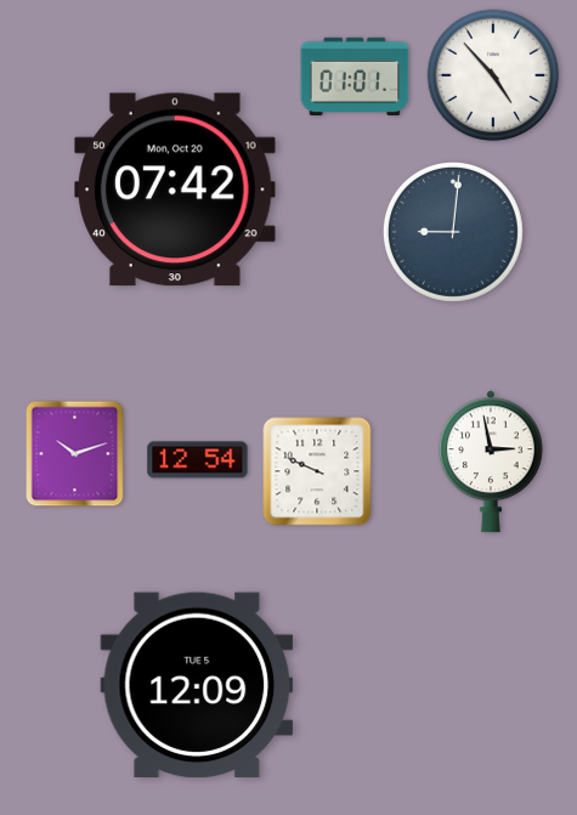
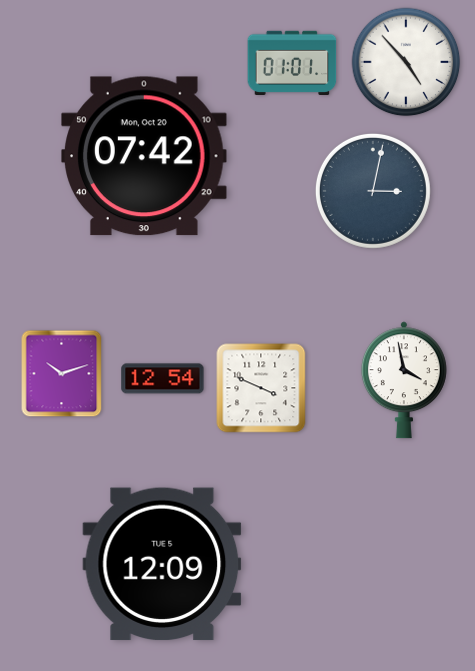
clock at (453, 232): 9:01 -> 3:02
clock at (491, 462): 2:58 -> 3:58
clock at (317, 471): 9:49 -> 3:49
